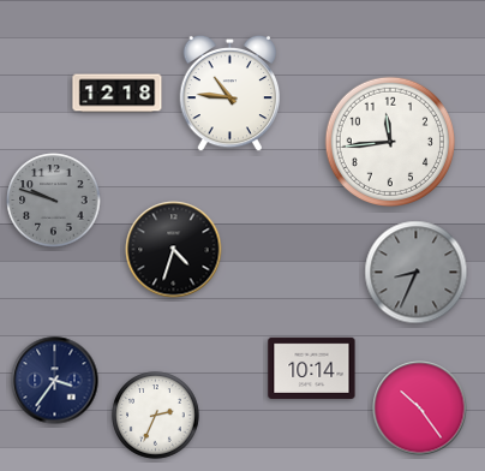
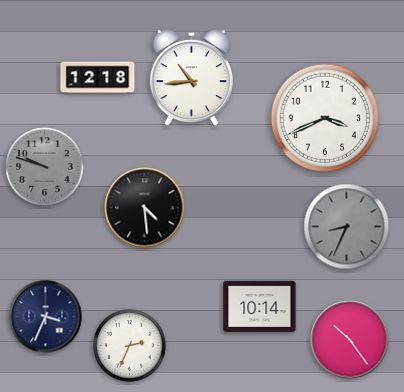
clock at (230, 94): 10:46 -> 10:44
clock at (389, 141): 11:44 -> 3:41
clock at (174, 250): 4:33 -> 4:29
clock at (55, 381): 3:36 -> 3:34
